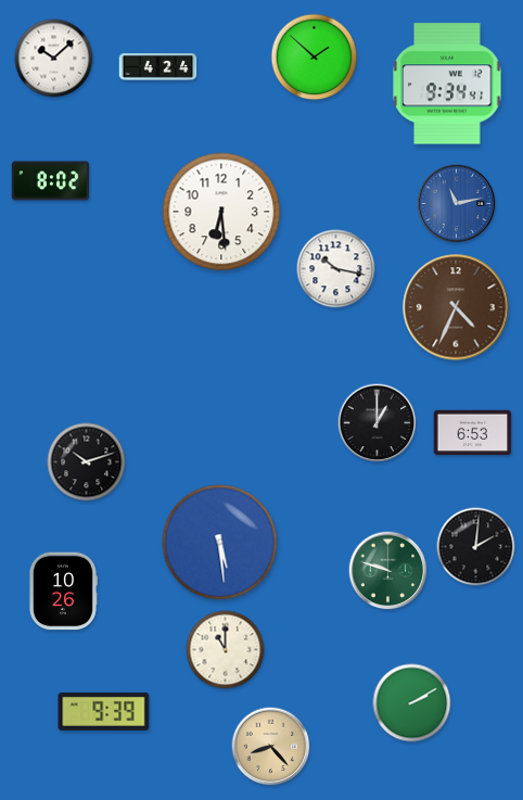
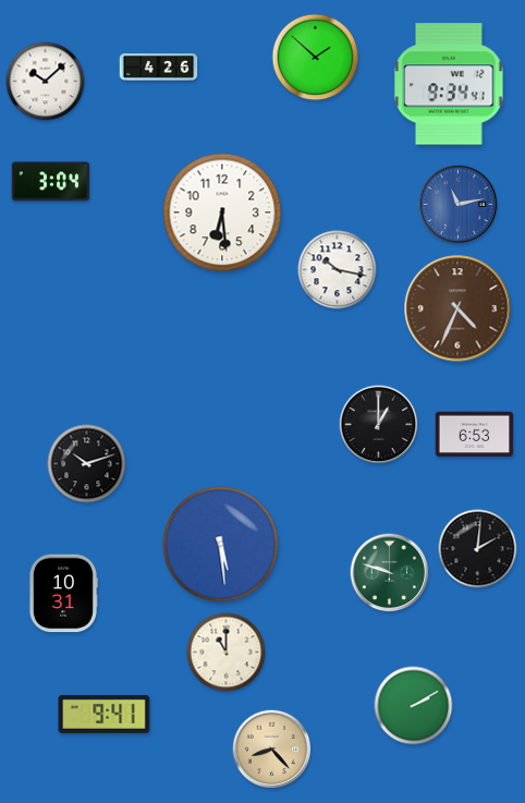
clock at (54, 59) position: (54, 59) -> (46, 82)
clock at (158, 67): 4:24 -> 4:26
clock at (51, 181): 8:02 -> 3:04
clock at (63, 592): 10:26 -> 10:31
clock at (104, 711): 9:39 -> 9:41
